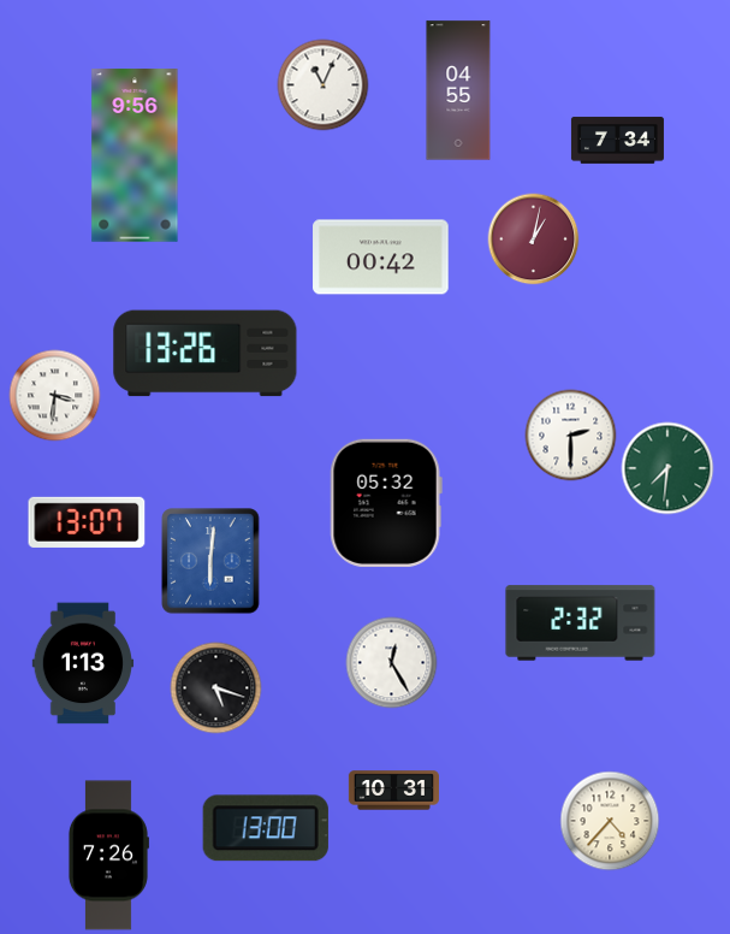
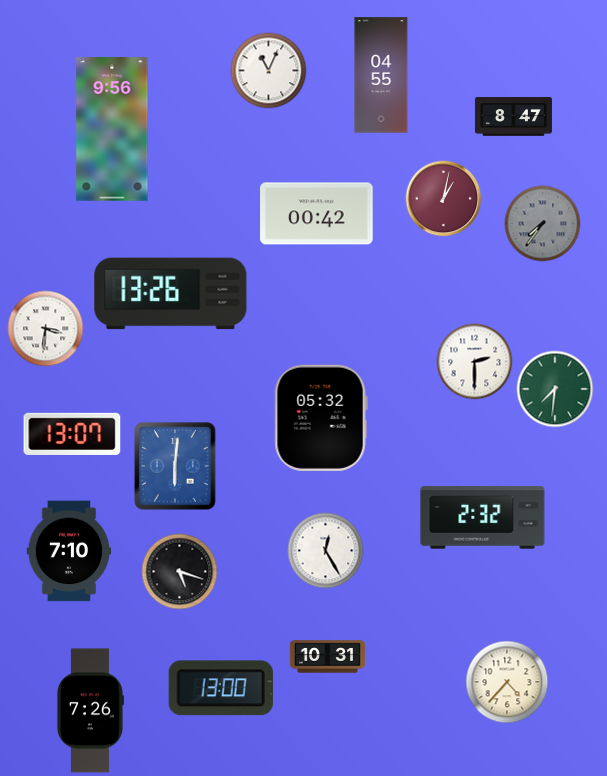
clock at (617, 141): 7:34 -> 8:47
clock at (543, 224): none -> 7:36
clock at (83, 663): 1:13 -> 7:10
